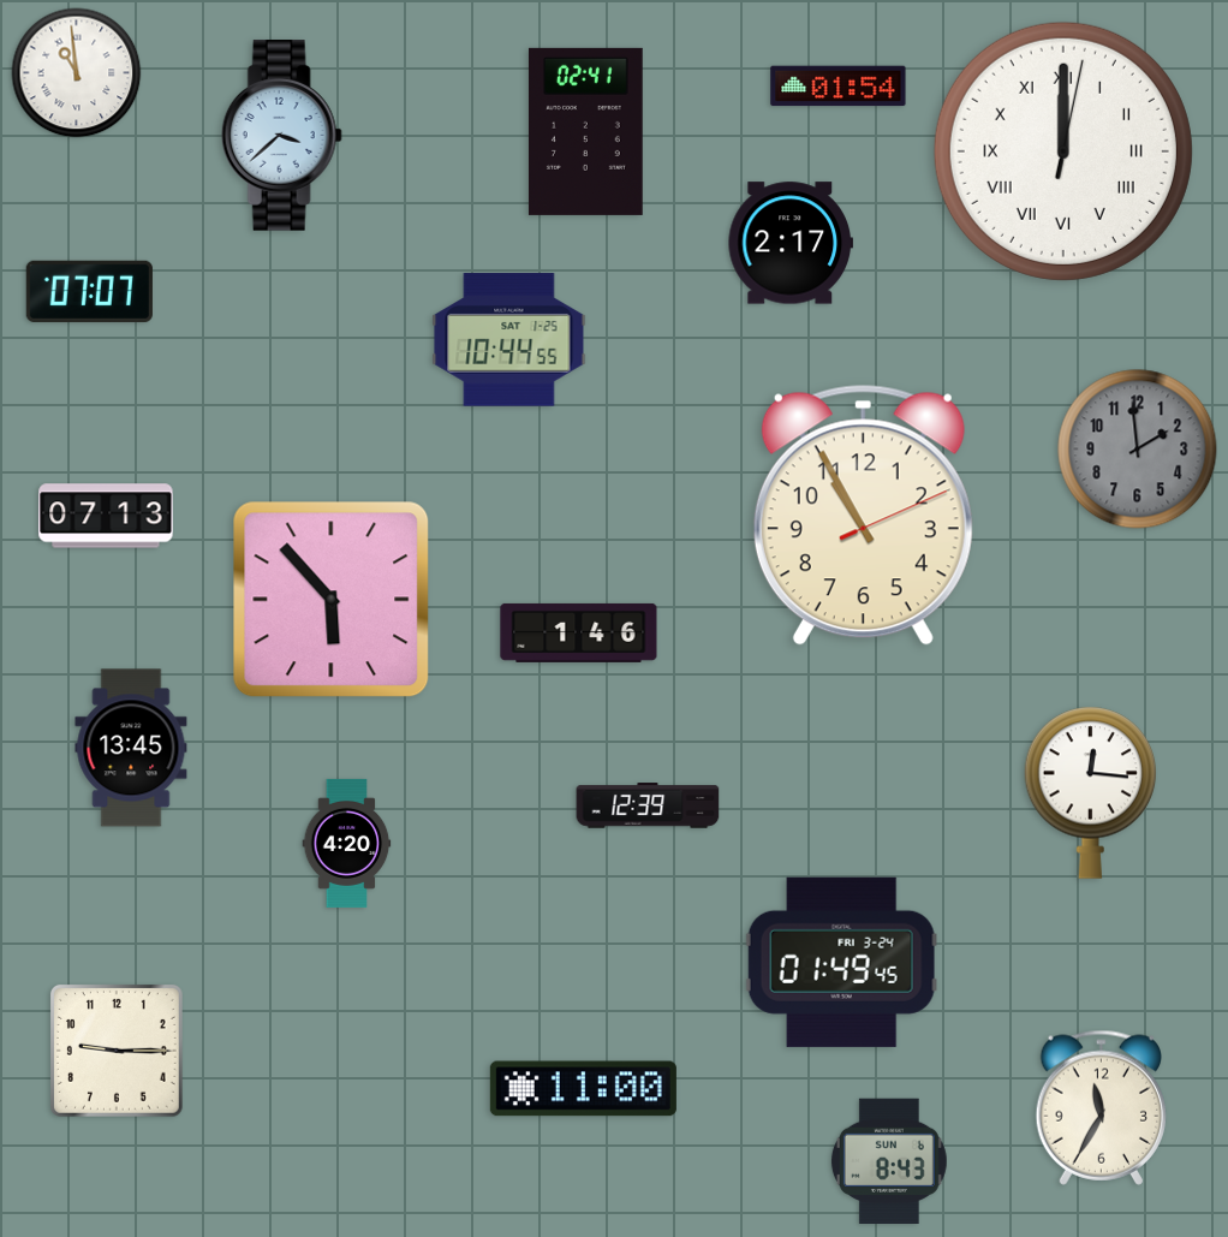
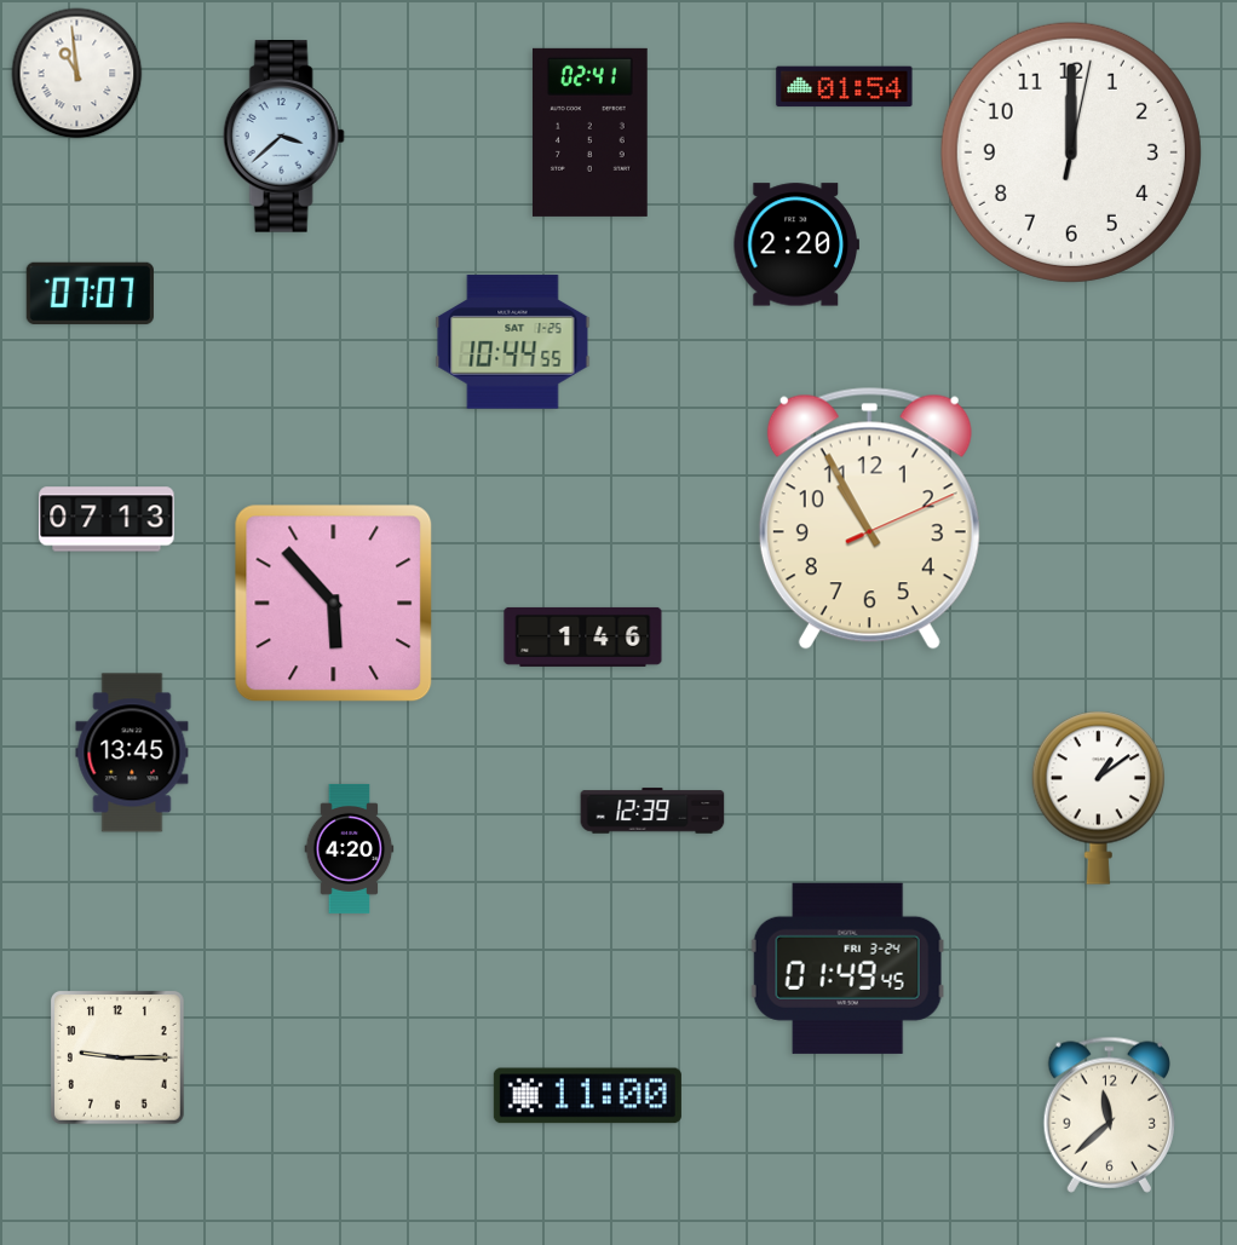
clock at (1063, 151) numerals: Roman -> Arabic
clock at (789, 243): 2:17 -> 2:20
clock at (1138, 450): 1:59 -> none
clock at (1091, 792): 12:16 -> 1:09
clock at (1101, 1107): 11:35 -> 11:38
clock at (889, 1160): 8:43 -> none
